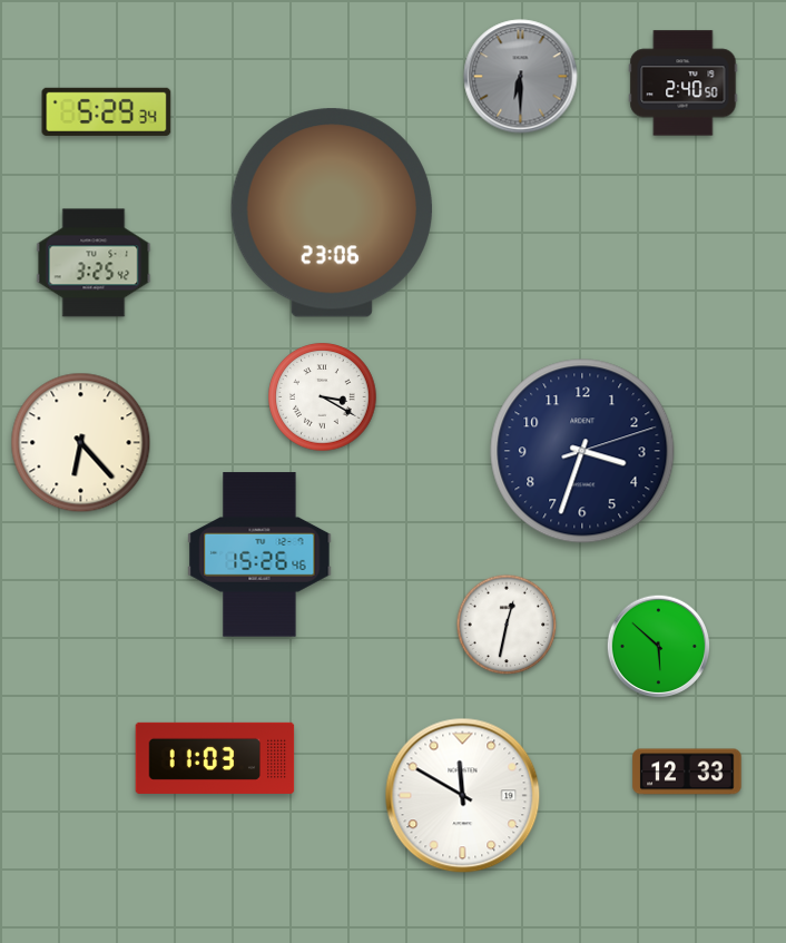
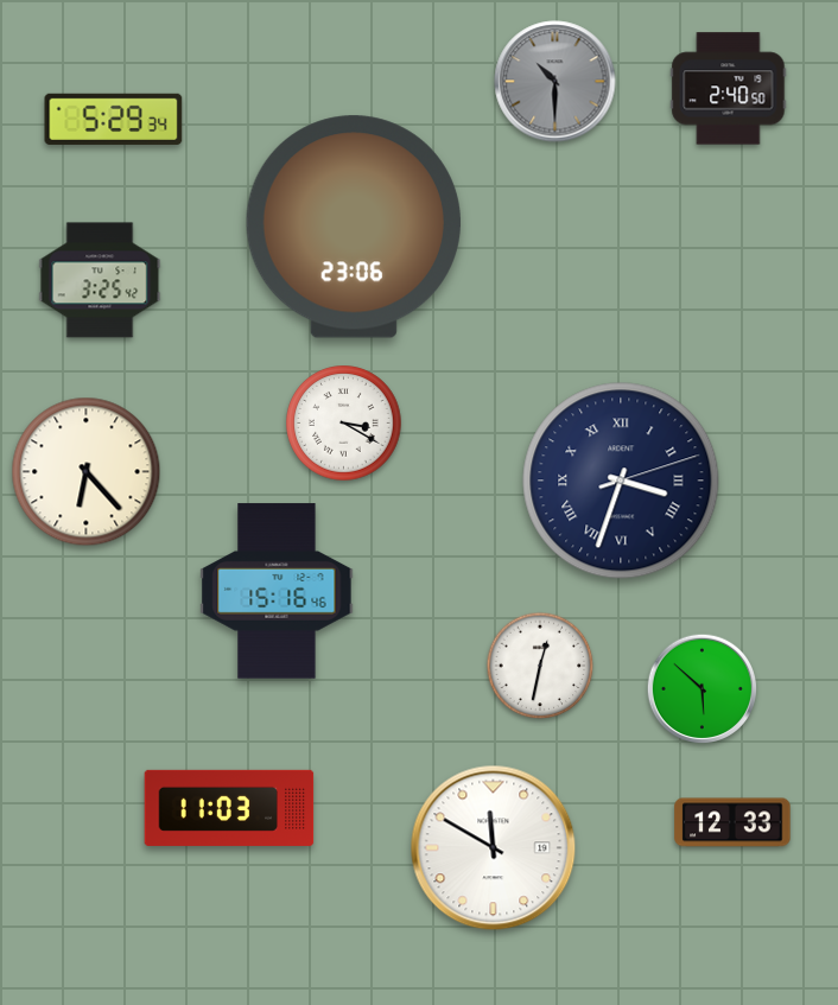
clock at (521, 77): 6:30 -> 10:30
clock at (582, 451) numerals: Arabic -> Roman
clock at (259, 554): 15:26 -> 15:16
